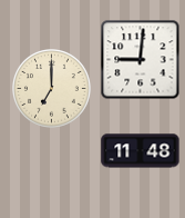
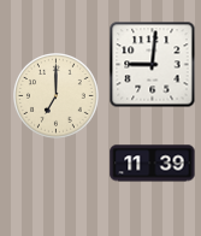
clock at (141, 151): 11:48 -> 11:39
